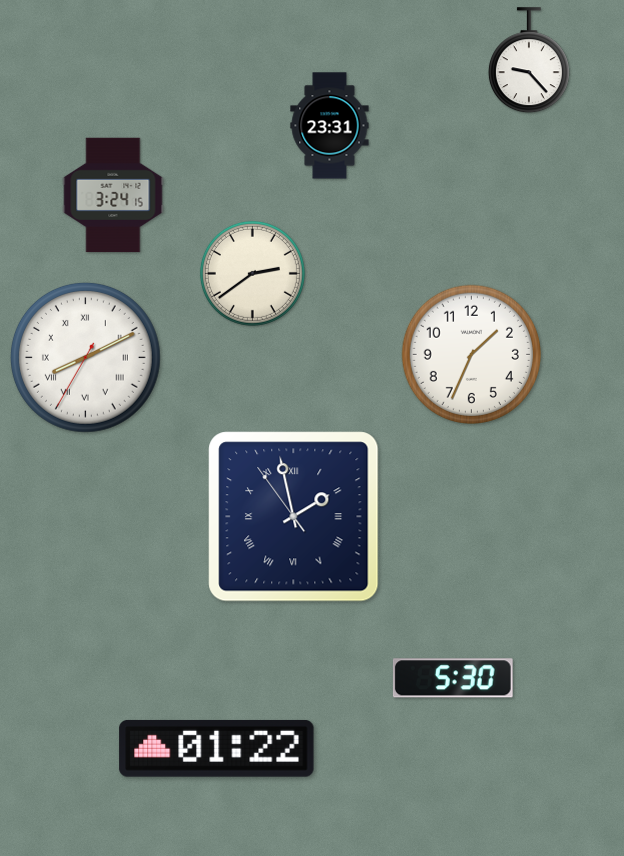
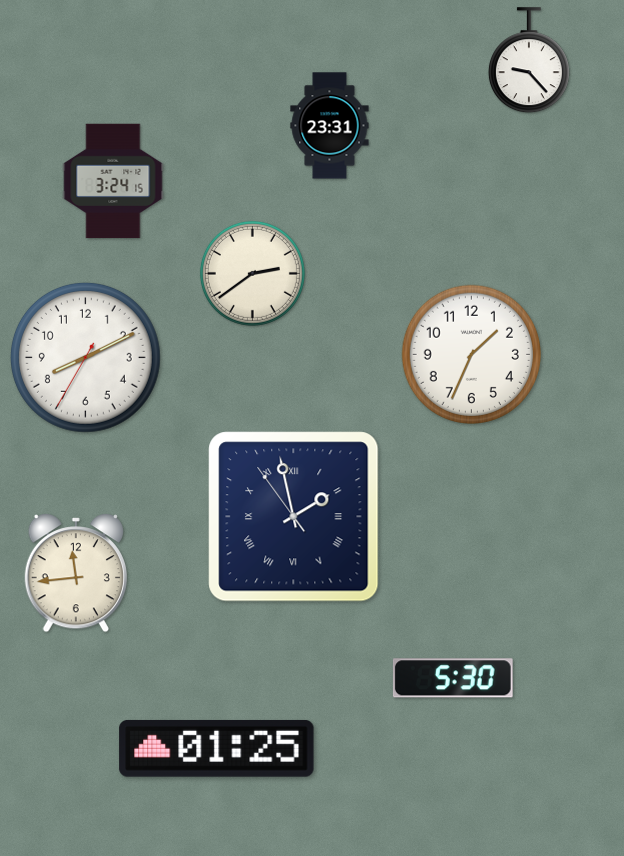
clock at (113, 195) position: (113, 195) -> (113, 181)
clock at (85, 357) numerals: Roman -> Arabic
clock at (75, 573): none -> 11:44
clock at (217, 749): 01:22 -> 01:25
